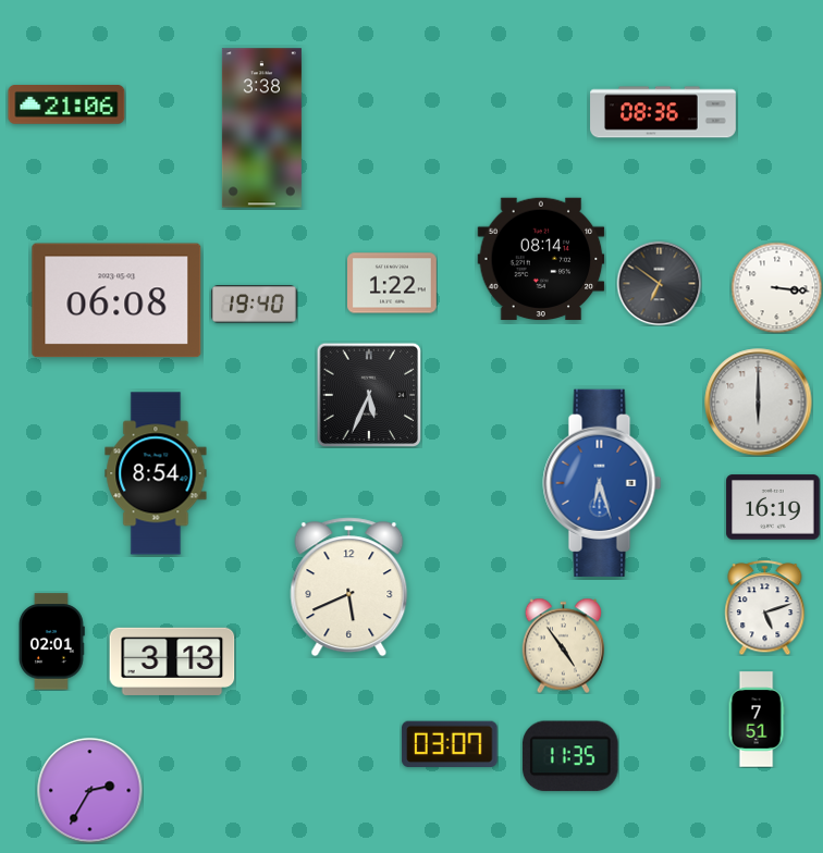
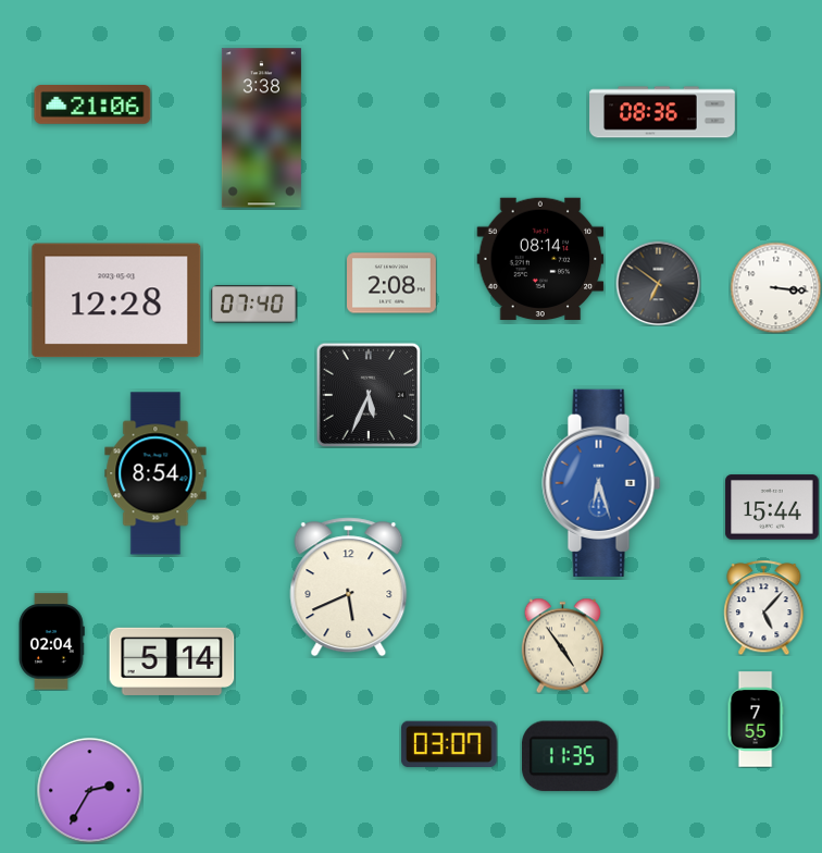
clock at (66, 106) position: (66, 106) -> (92, 106)
clock at (393, 283): 1:22 -> 2:08
clock at (116, 300): 06:08 -> 12:28
clock at (254, 305): 19:40 -> 07:40
clock at (759, 403): 6:00 -> none
clock at (773, 507): 16:19 -> 15:44
clock at (765, 607): 5:12 -> 5:07
clock at (51, 642): 02:01 -> 02:04
clock at (172, 662): 3:13 -> 5:14
clock at (757, 719): 7:51 -> 7:55
